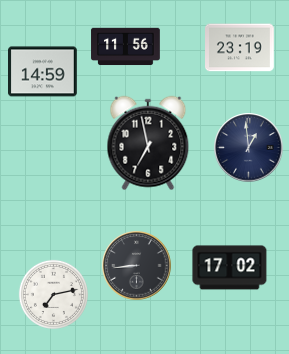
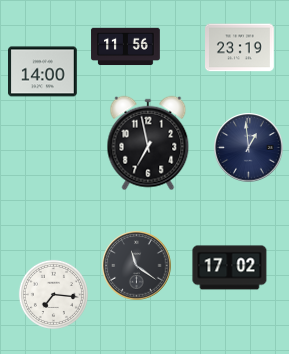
clock at (43, 72): 14:59 -> 14:00
clock at (137, 266): 8:44 -> 11:21
clock at (53, 294): 7:13 -> 7:16
